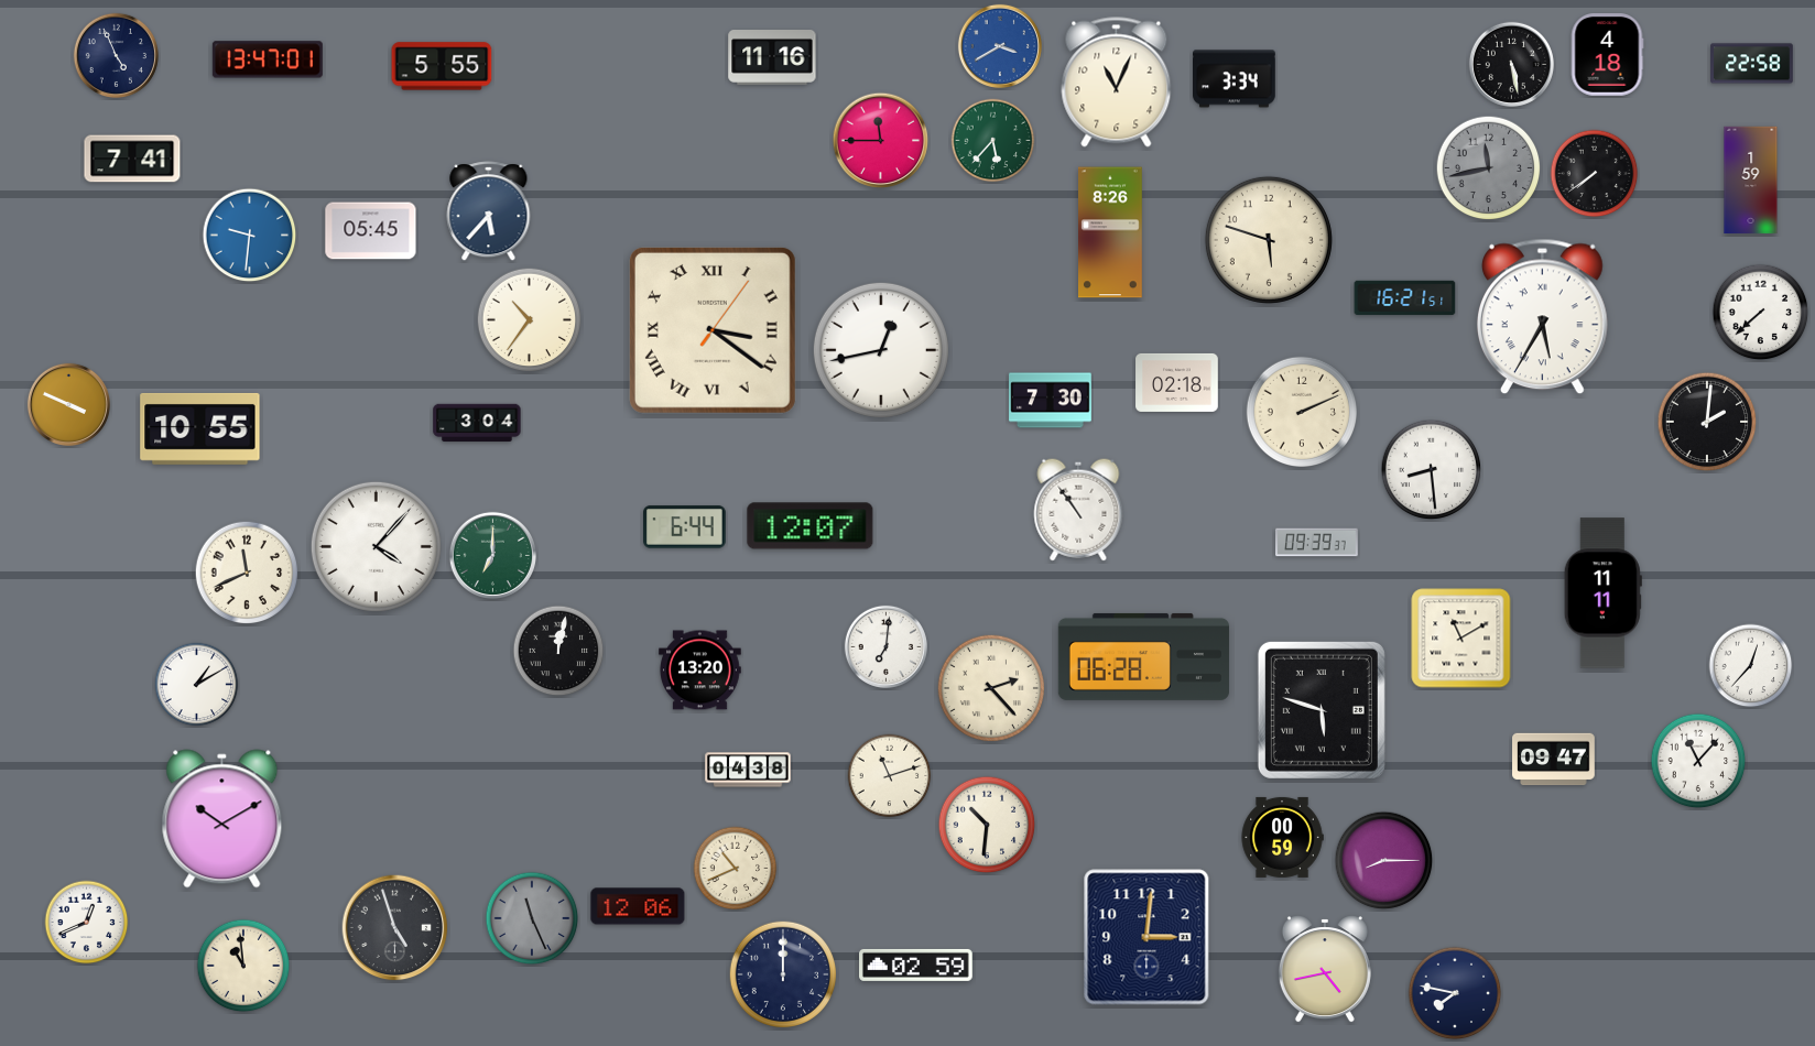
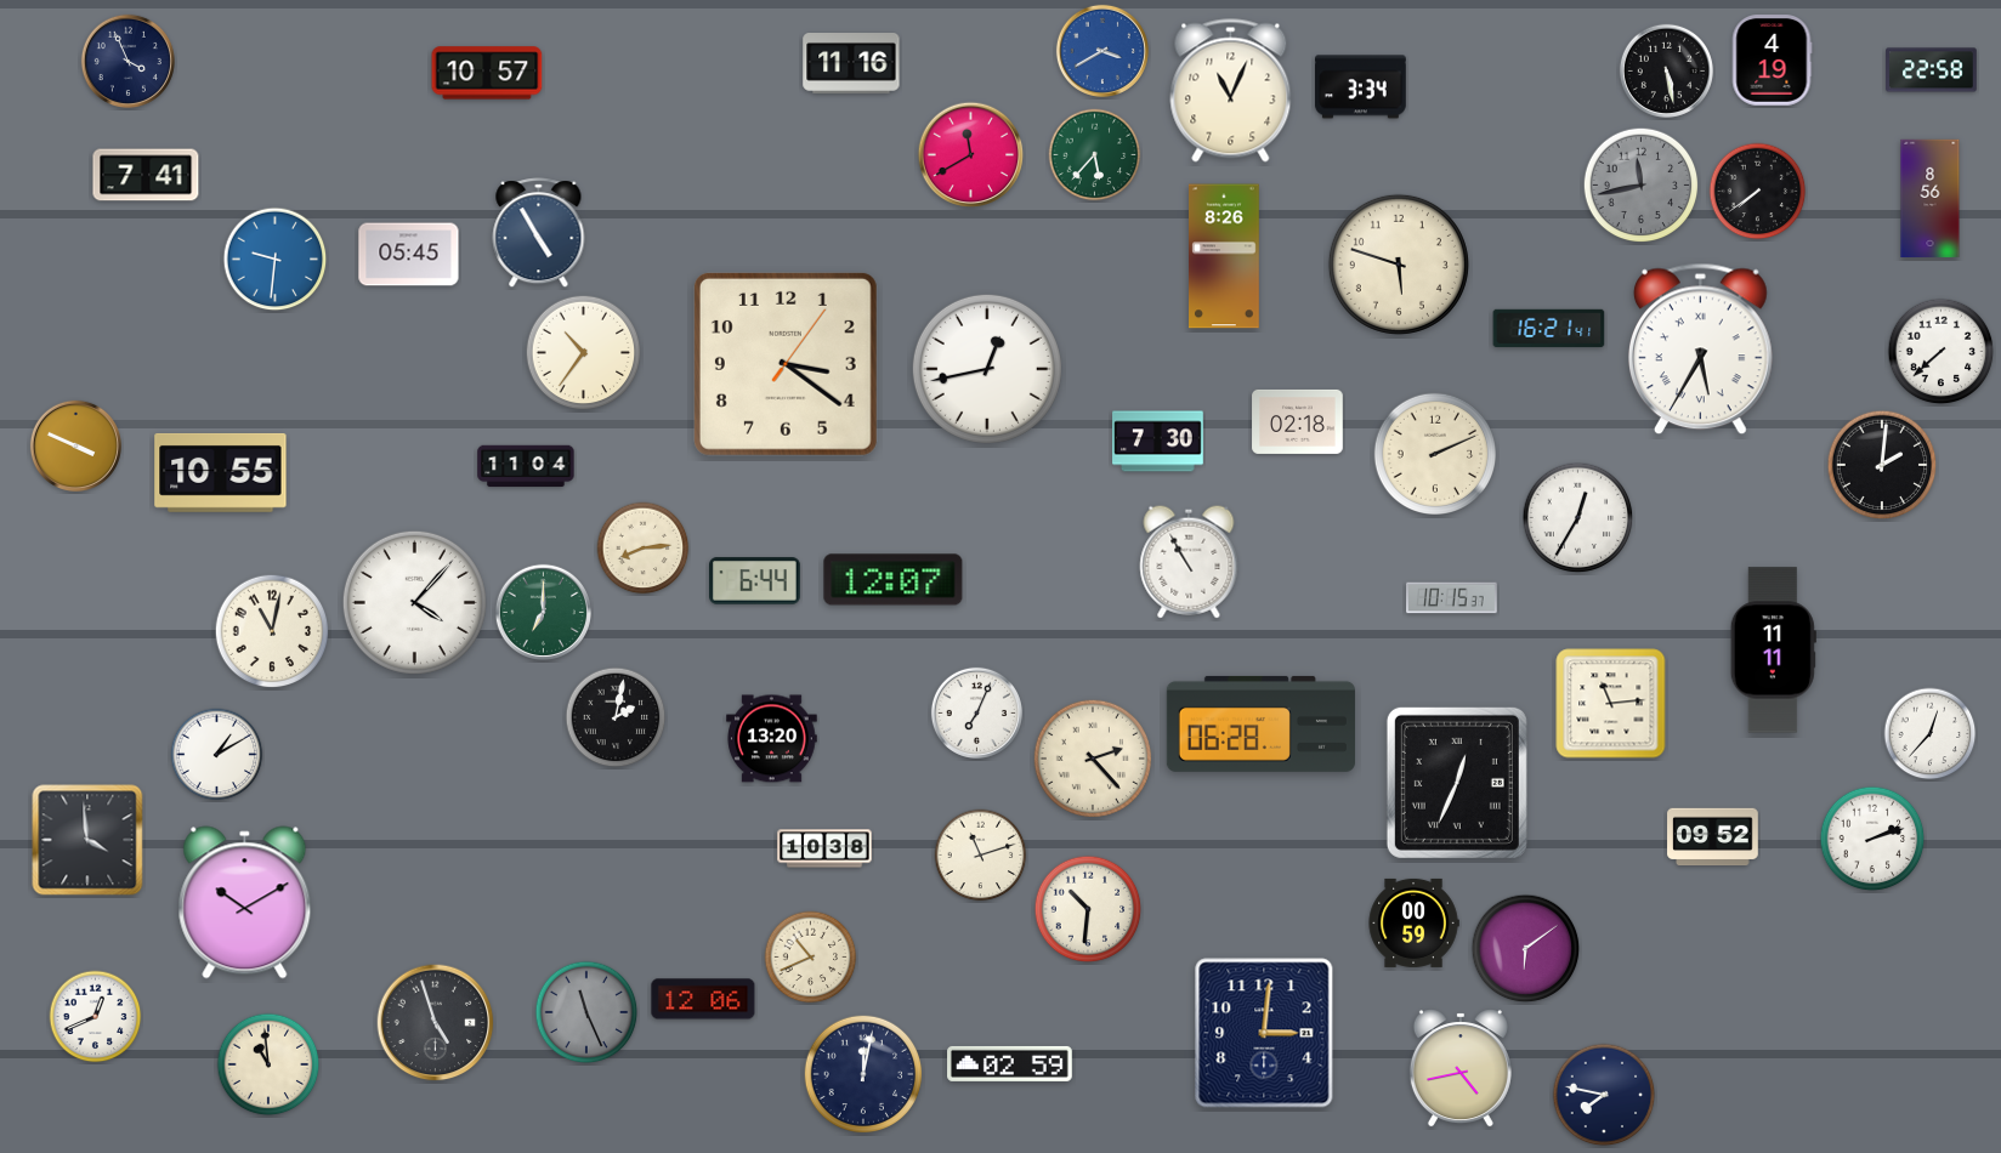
clock at (116, 55): 4:56 -> 3:56
clock at (1607, 55): 4:18 -> 4:19
clock at (268, 59): 13:47 -> none
clock at (442, 66): 5:55 -> 10:57
clock at (881, 141): 11:45 -> 11:40
clock at (1751, 181): 1:59 -> 8:56
clock at (489, 211): 5:37 -> 4:55
clock at (1405, 298): 16:21:51 -> 16:21:41
clock at (1761, 313) position: (1761, 313) -> (1942, 352)
clock at (713, 330) numerals: Roman -> Arabic
clock at (881, 350) position: (881, 350) -> (987, 369)
clock at (477, 423): 3:04 -> 11:04
clock at (1432, 470): 8:29 -> 12:35
clock at (644, 549): none -> 8:14
clock at (1078, 510): 10:54 -> 10:55
clock at (1317, 543): 09:39 -> 10:15
clock at (247, 573): 11:41 -> 11:02
clock at (1602, 593) position: (1602, 593) -> (1773, 651)
clock at (1461, 639): 11:10 -> 11:14
clock at (885, 646): 7:01 -> 7:04
clock at (558, 651): 12:02 -> 2:02
clock at (1322, 710): 5:48 -> 12:34
clock at (1554, 760): 09:47 -> 09:52
clock at (1698, 761): 11:07 -> 2:12
clock at (87, 840): none -> 3:59
clock at (748, 770): 04:38 -> 10:38
clock at (1384, 861): 8:15 -> 6:09
clock at (783, 974): 12:00 -> 12:02
